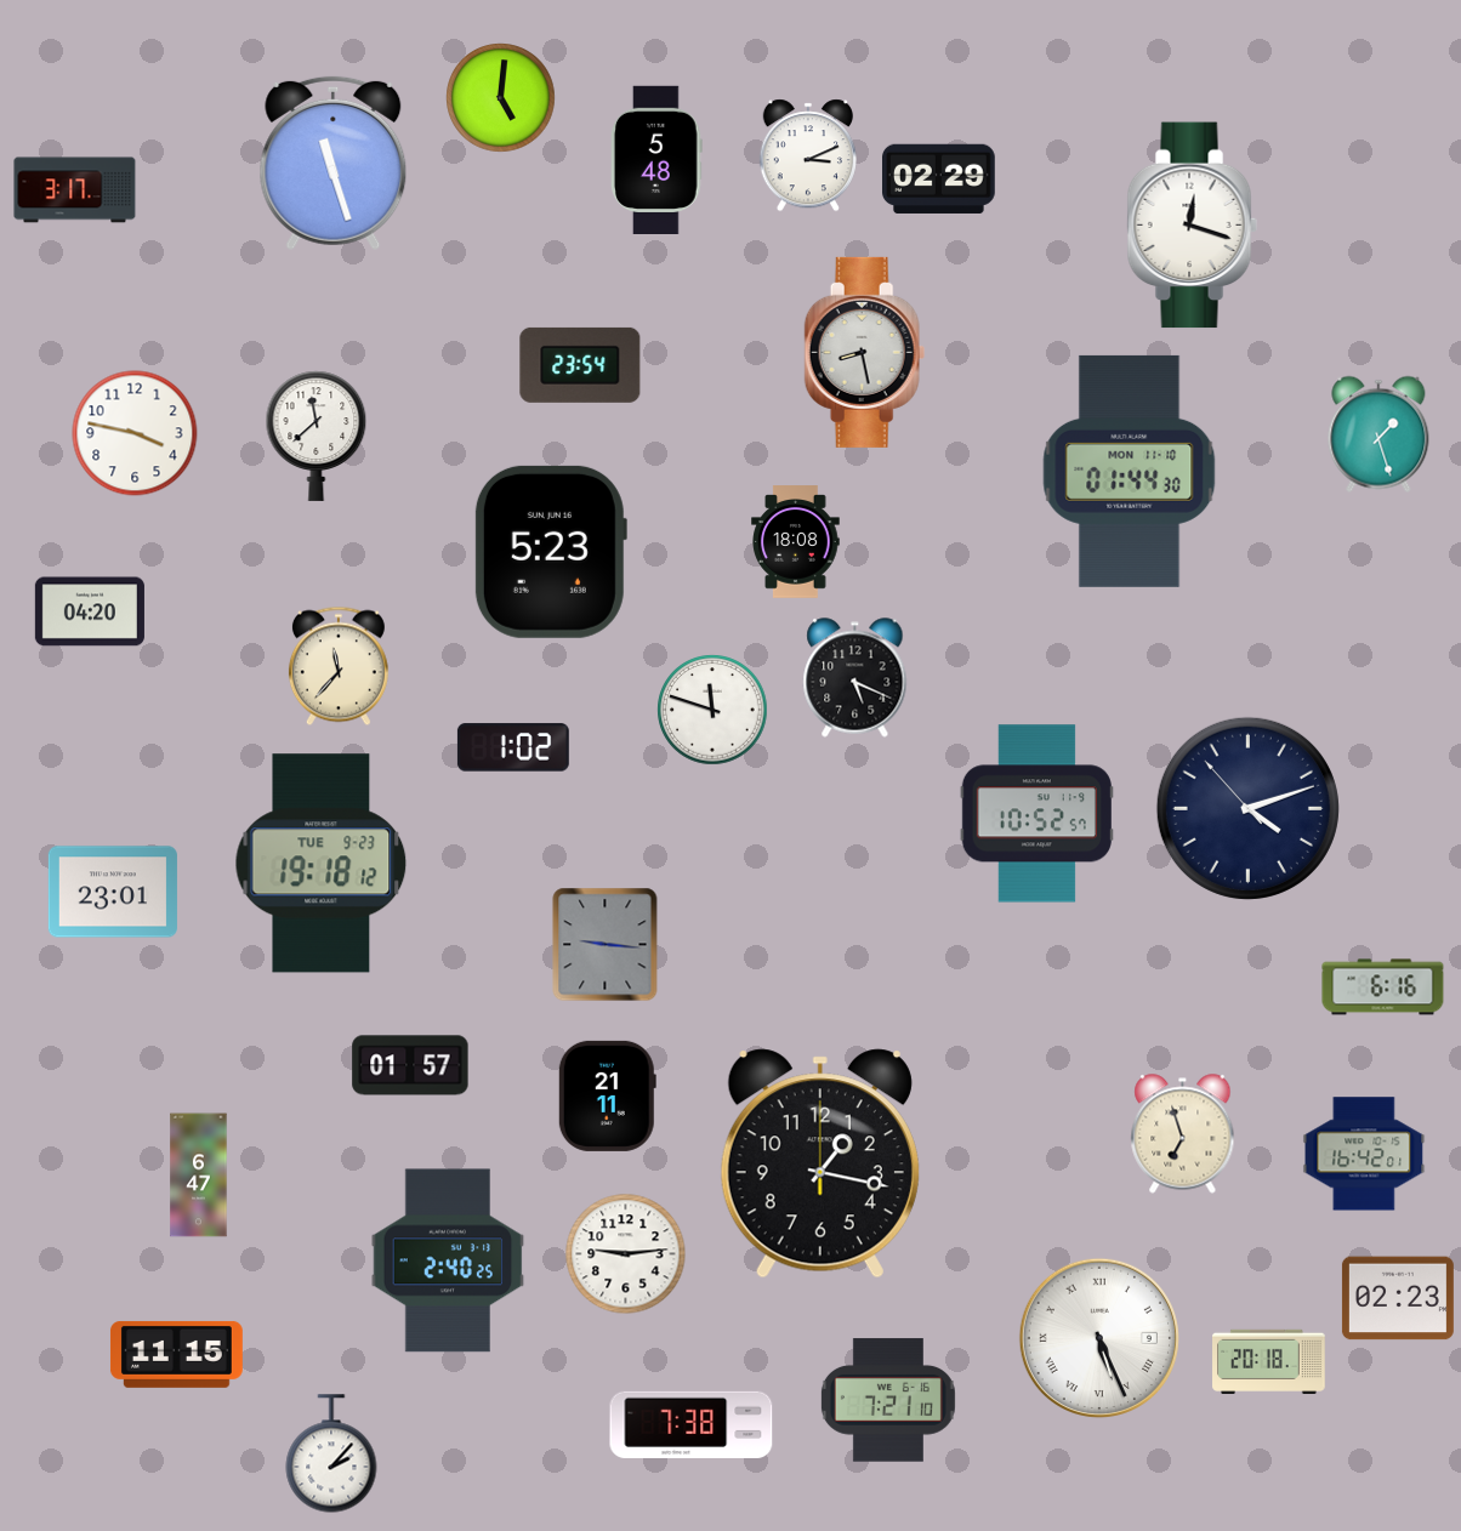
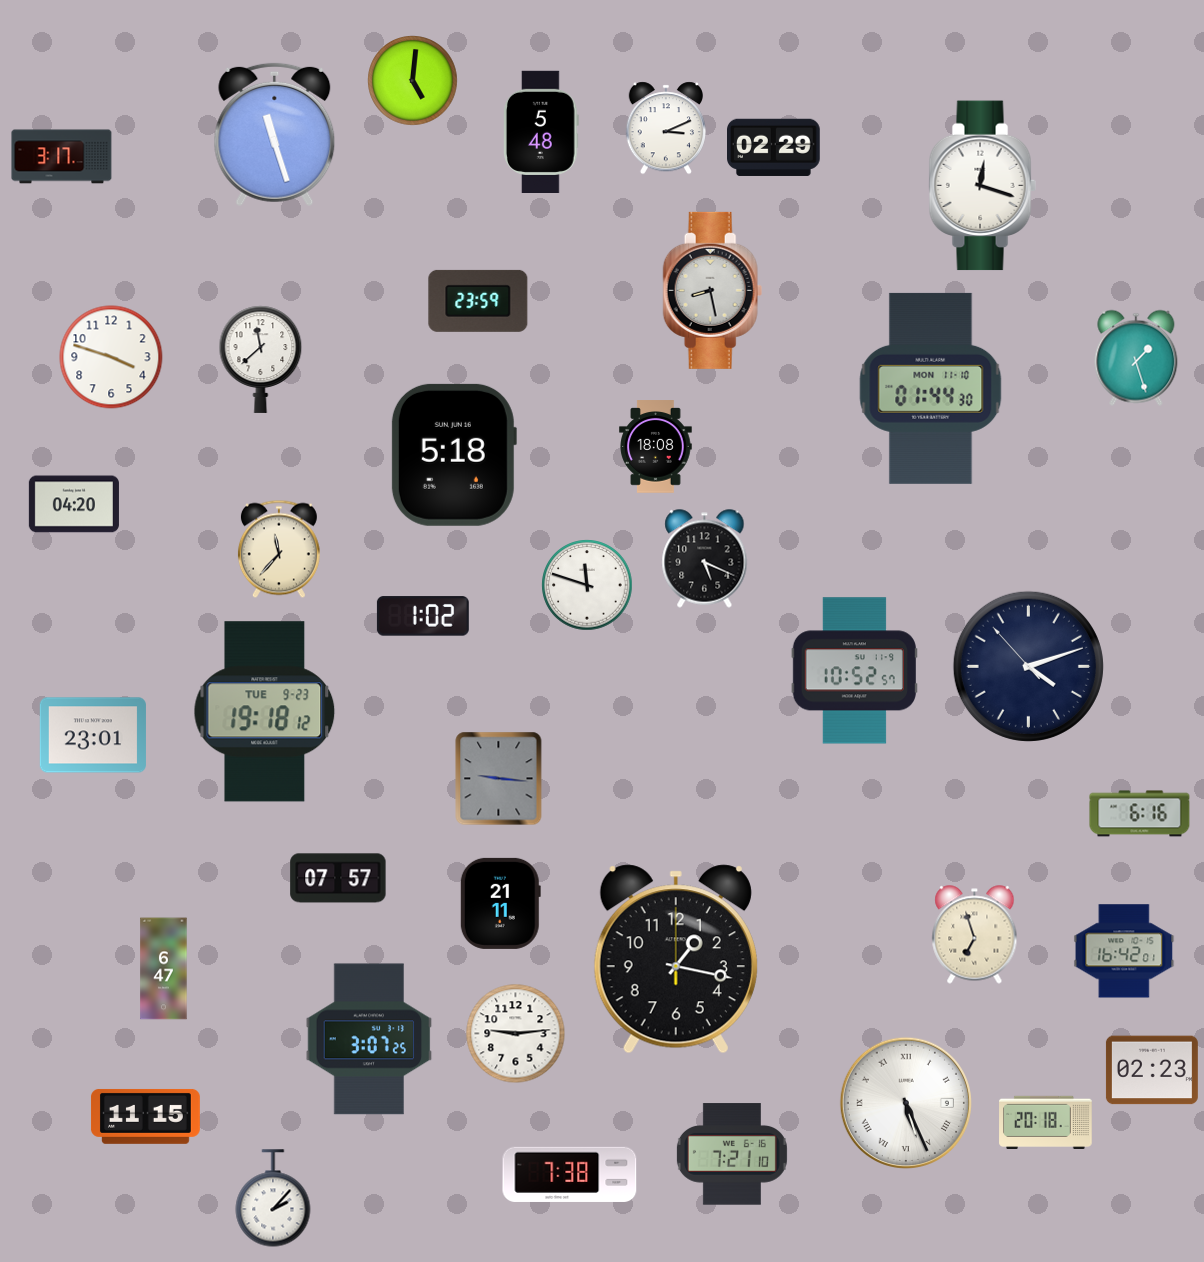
clock at (580, 365): 23:54 -> 23:59
clock at (135, 433): 3:47 -> 3:48
clock at (550, 552): 5:23 -> 5:18
clock at (410, 1065): 01:57 -> 07:57
clock at (448, 1260): 2:40 -> 3:07
